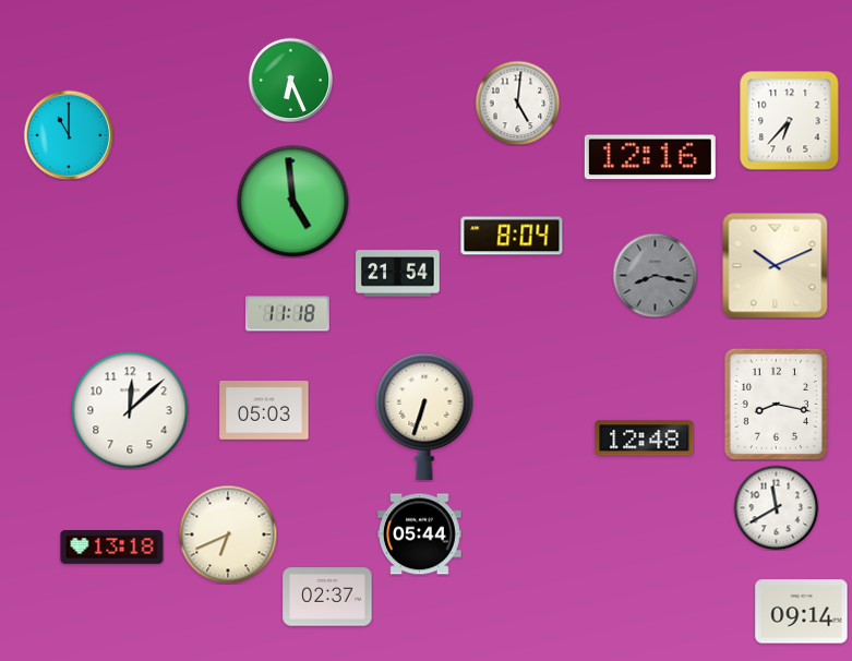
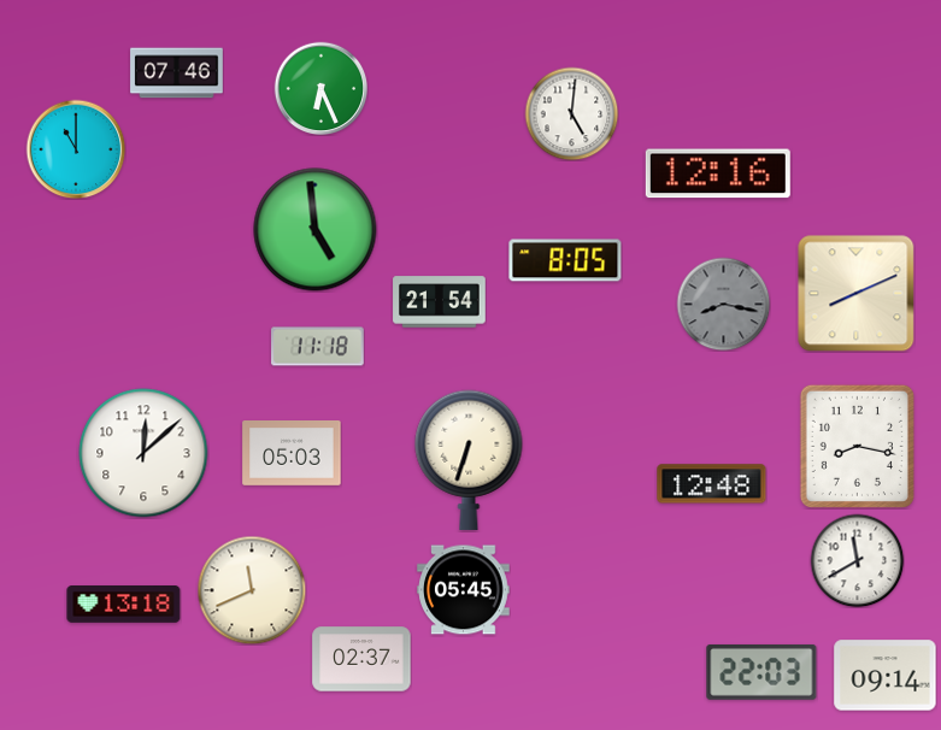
clock at (177, 73): none -> 07:46
clock at (790, 121): 6:37 -> none
clock at (293, 202) position: (293, 202) -> (316, 230)
clock at (512, 236): 8:04 -> 8:05
clock at (776, 266): 10:11 -> 8:11
clock at (228, 534): 6:41 -> 11:41
clock at (420, 534): 05:44 -> 05:45
clock at (761, 672): none -> 22:03
